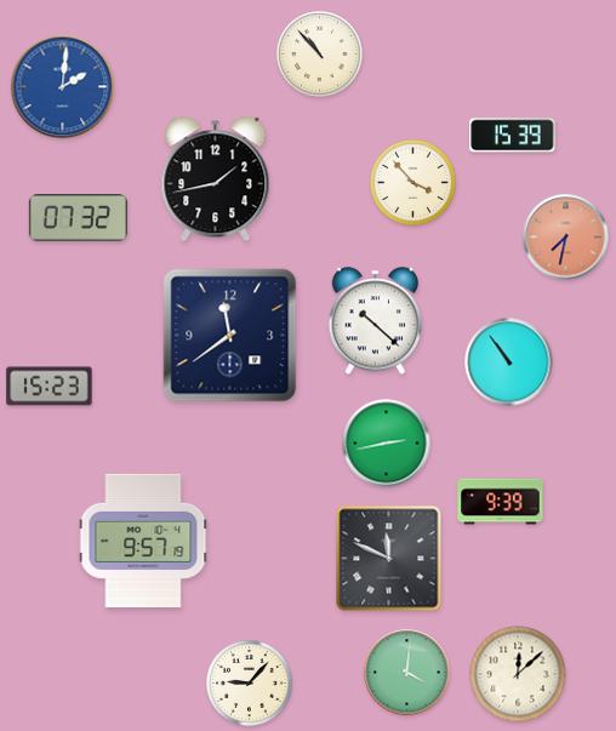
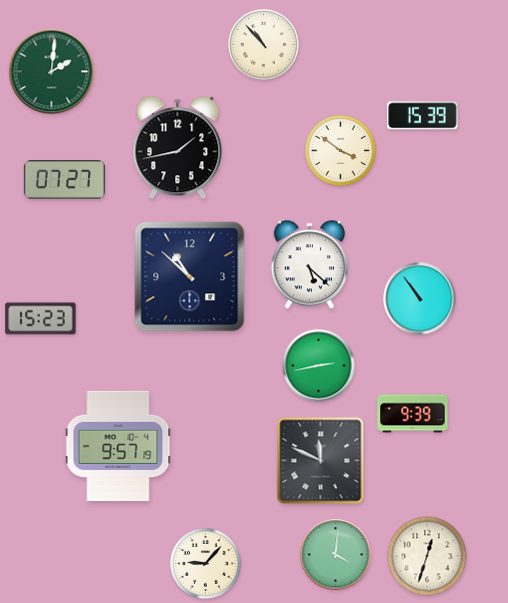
clock at (63, 87) dial: blue -> green
clock at (513, 136) position: (513, 136) -> (423, 116)
clock at (412, 182): 3:53 -> 3:51
clock at (78, 218): 07:32 -> 07:27
clock at (566, 238): 7:32 -> none
clock at (376, 321): 10:22 -> 5:22
clock at (230, 336): 11:39 -> 10:52
clock at (518, 674): 12:08 -> 12:33
